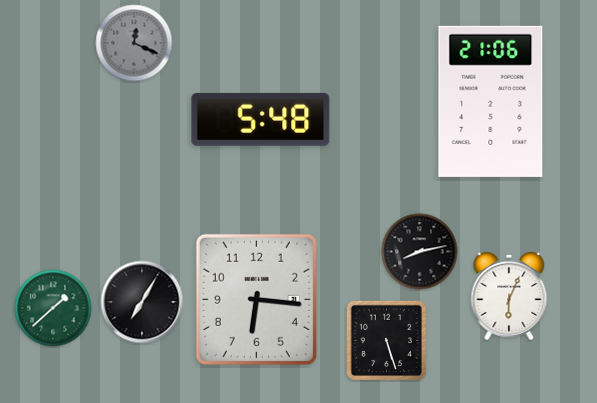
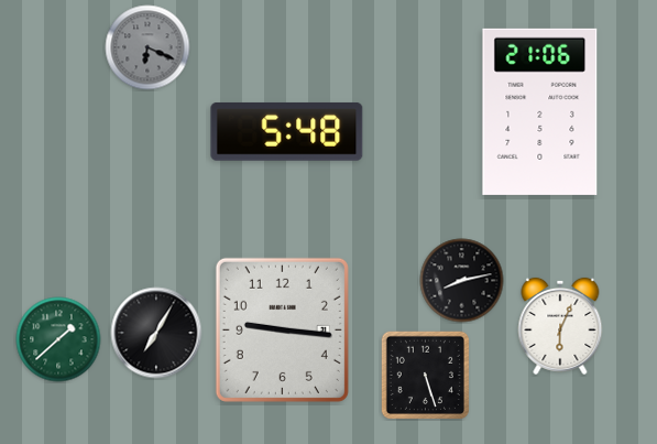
clock at (134, 43): 12:19 -> 6:19
clock at (420, 252) position: (420, 252) -> (462, 281)
clock at (256, 299): 6:16 -> 9:16
